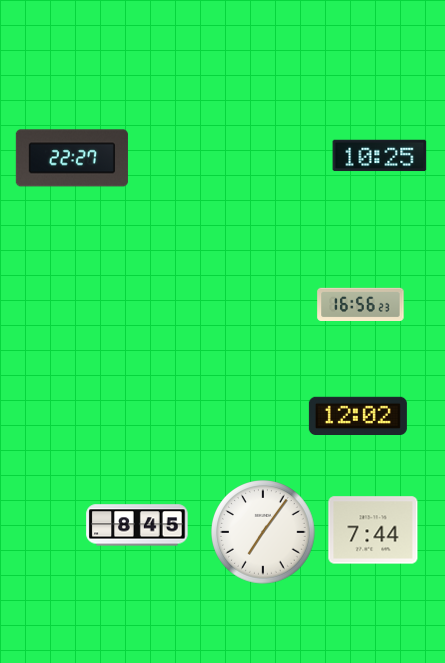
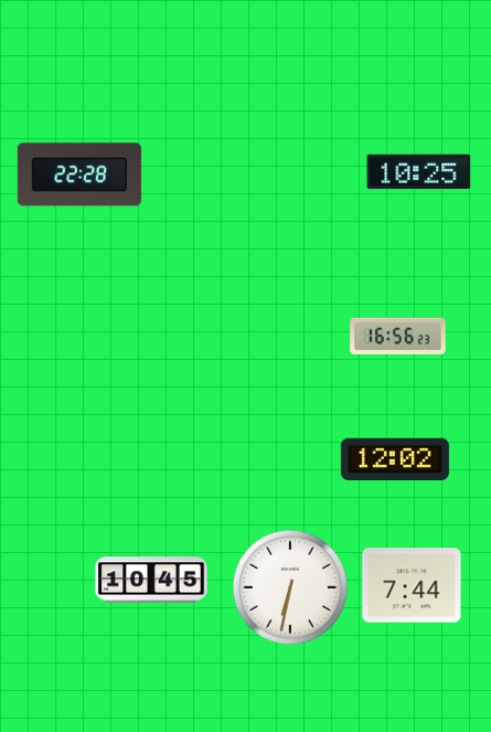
clock at (72, 158): 22:27 -> 22:28
clock at (137, 525): 8:45 -> 10:45
clock at (263, 532): 7:06 -> 6:32
